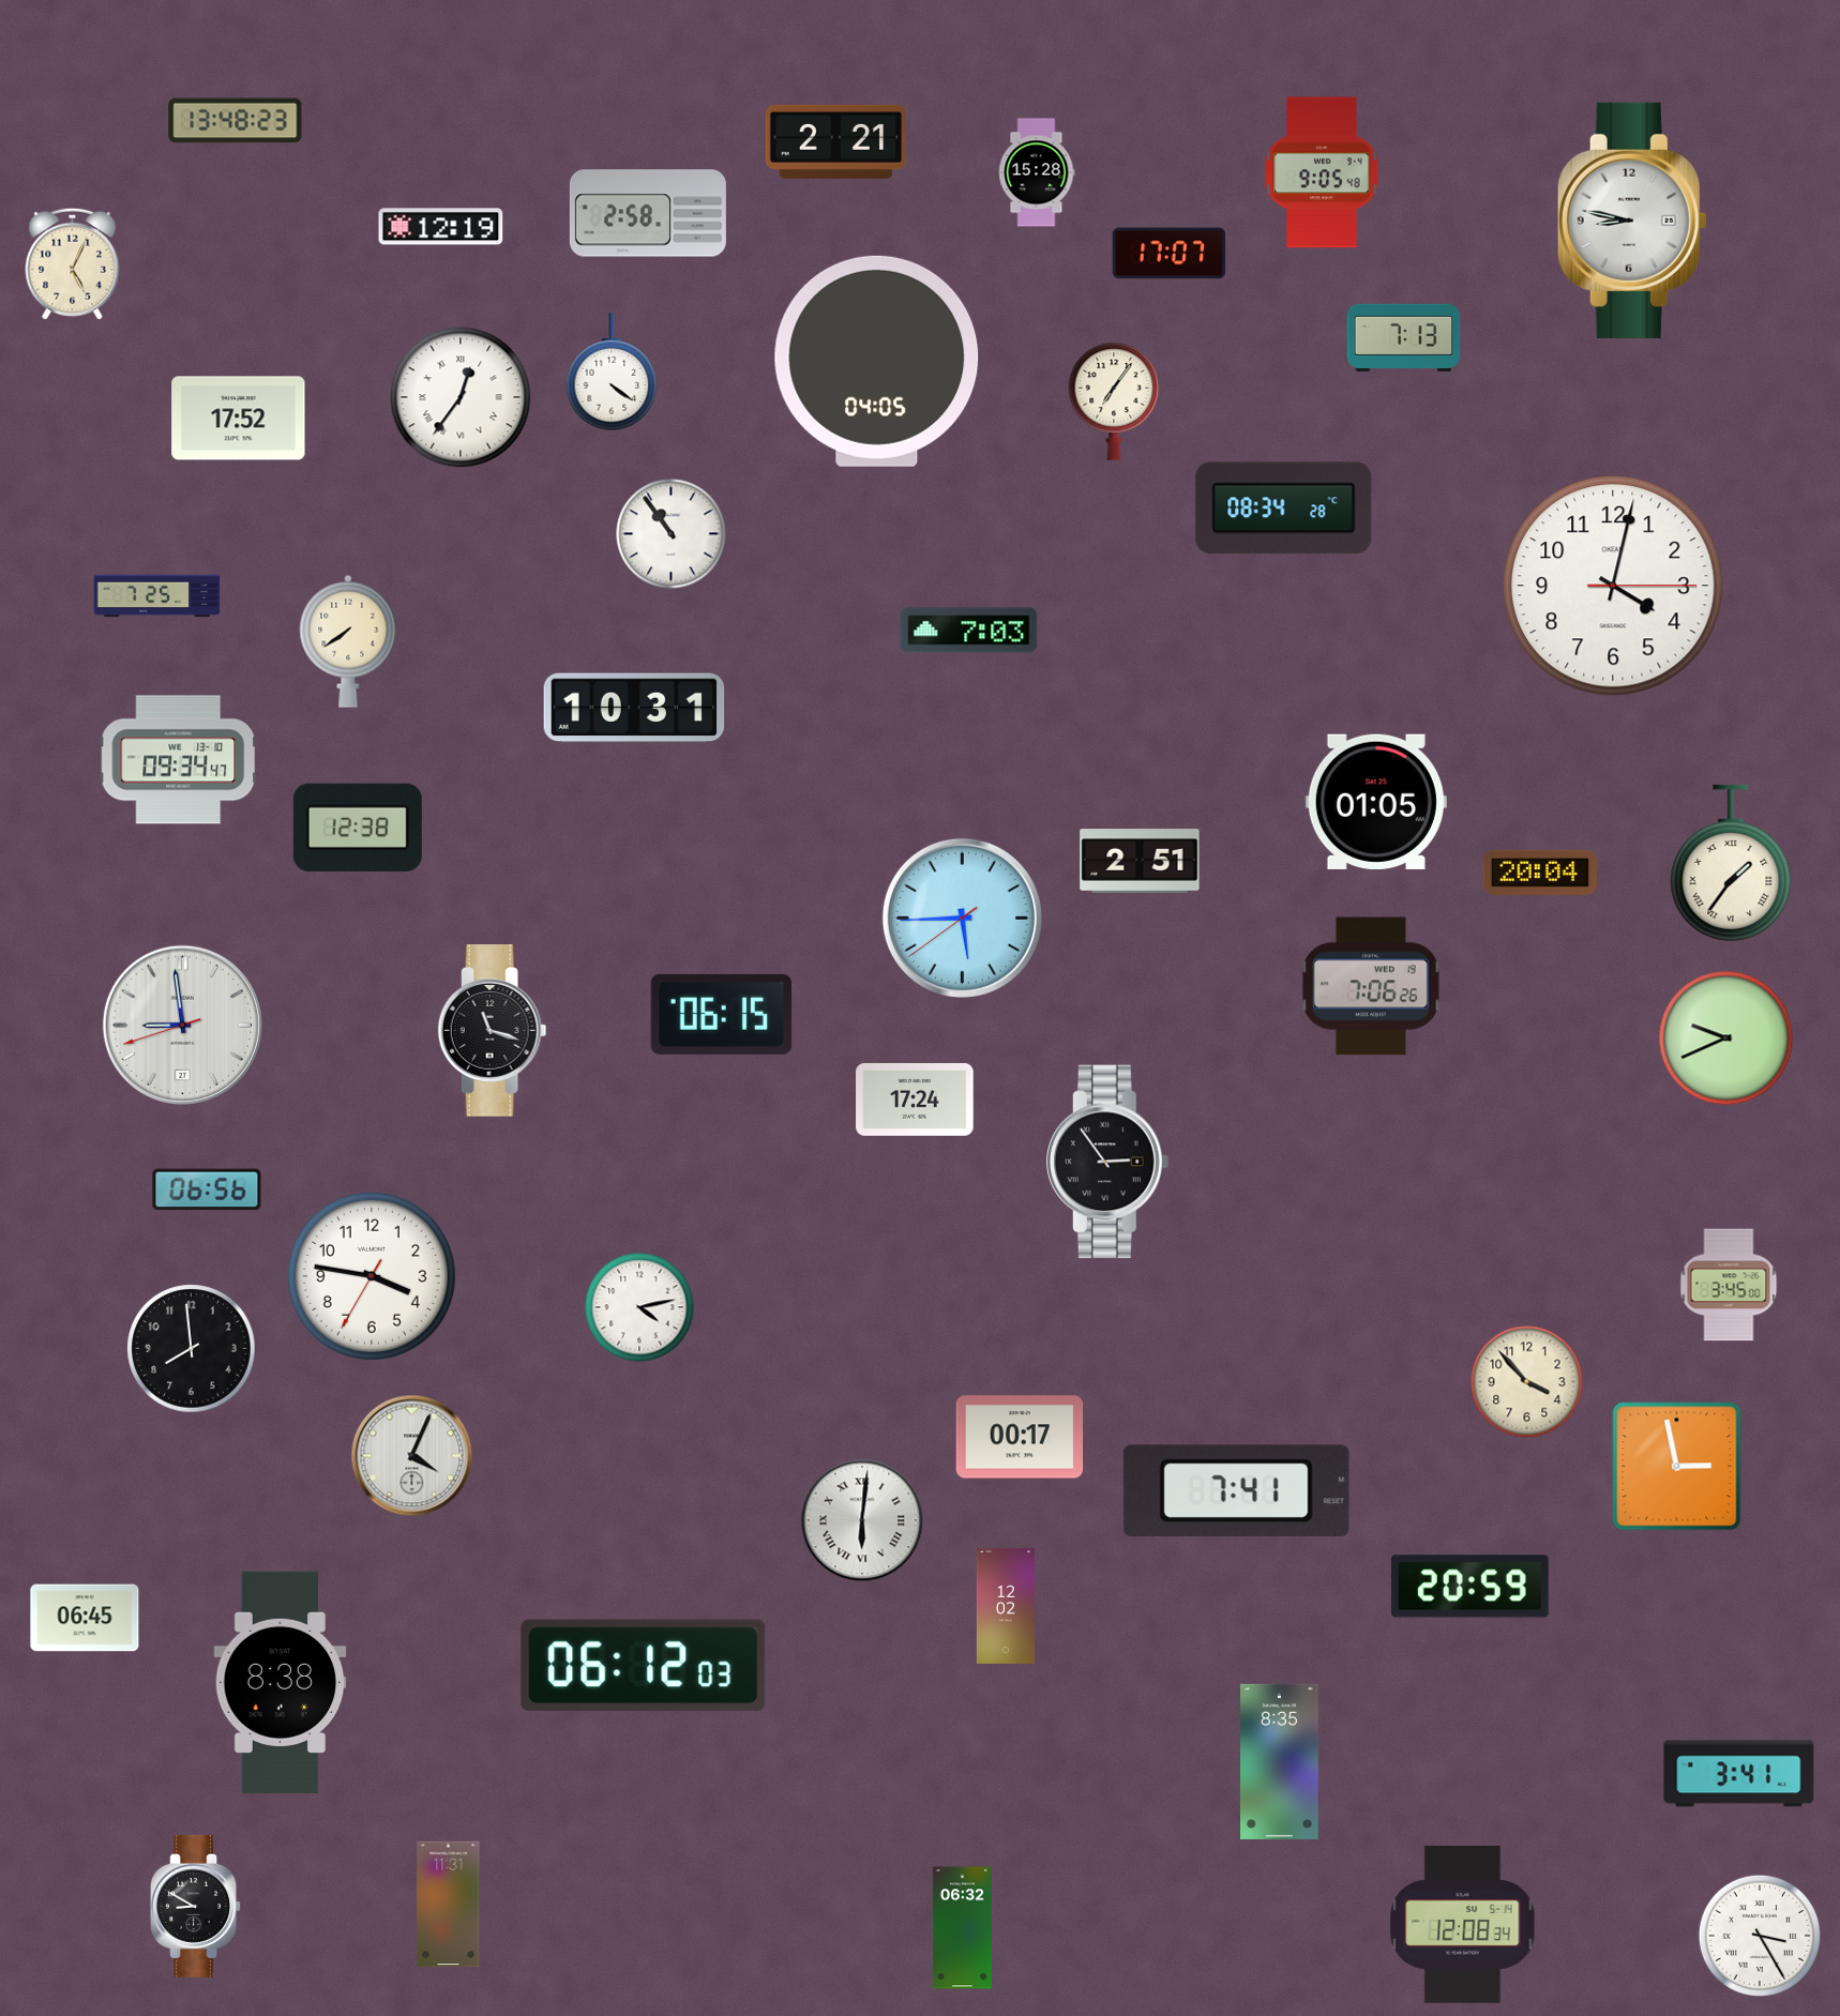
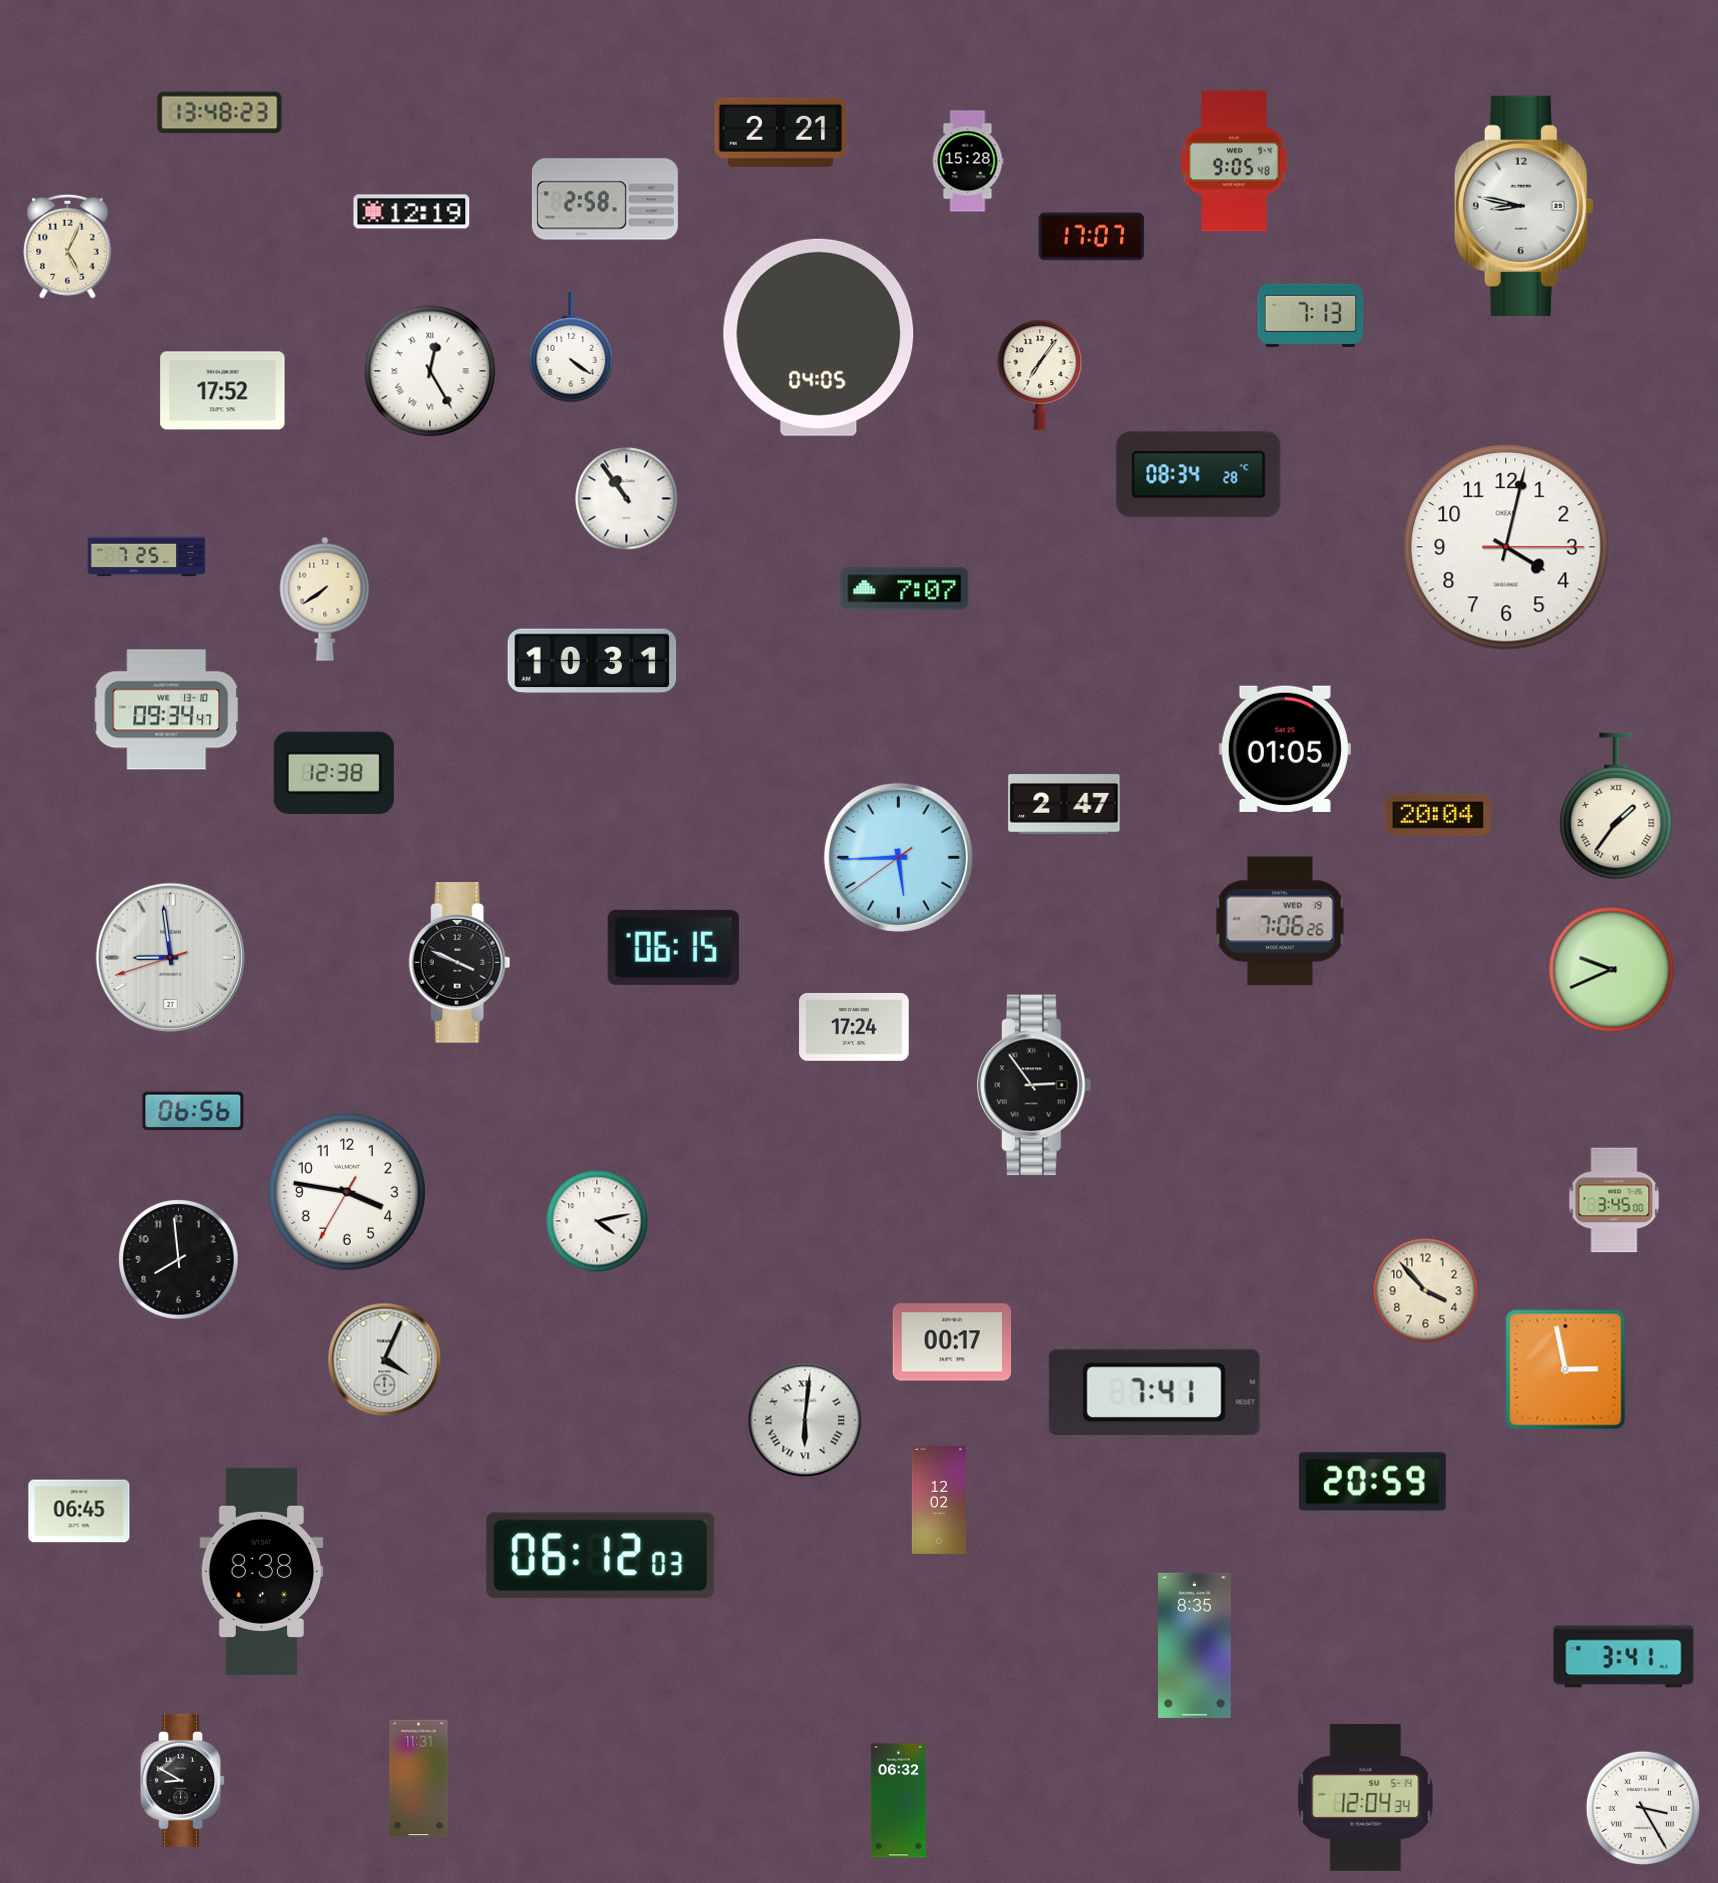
clock at (461, 397): 12:36 -> 12:25
clock at (969, 631): 7:03 -> 7:07
clock at (1140, 861): 2:51 -> 2:47
clock at (493, 1031): 11:18 -> 3:49
clock at (1463, 1924): 12:08 -> 12:04
